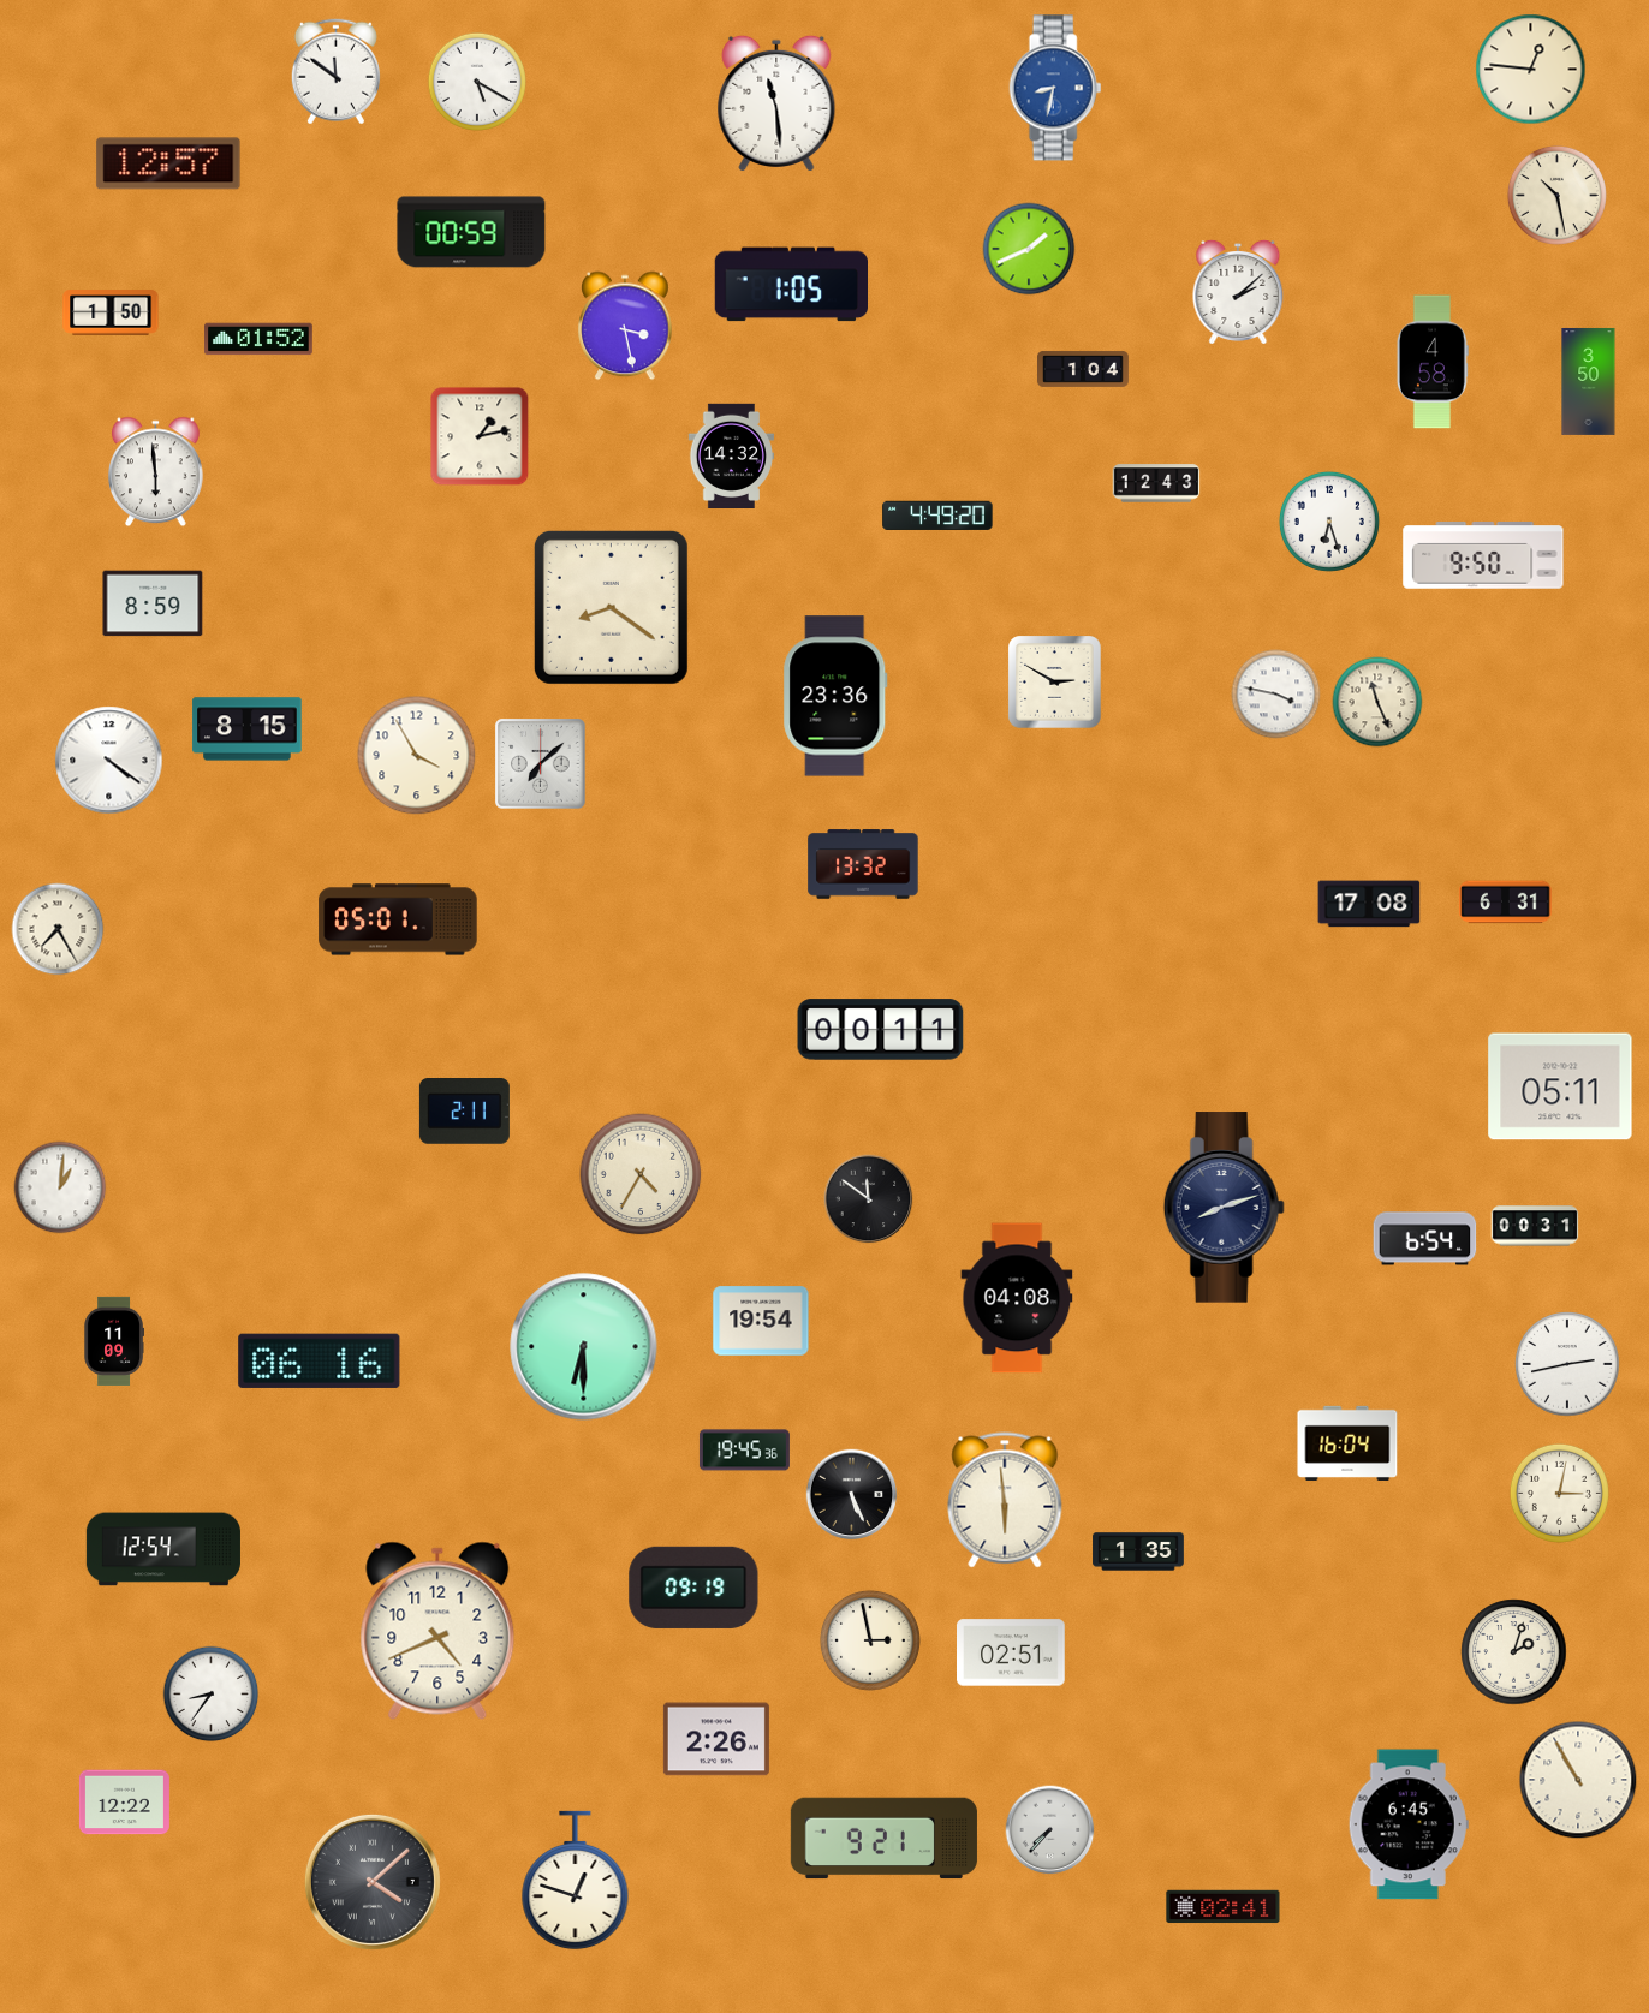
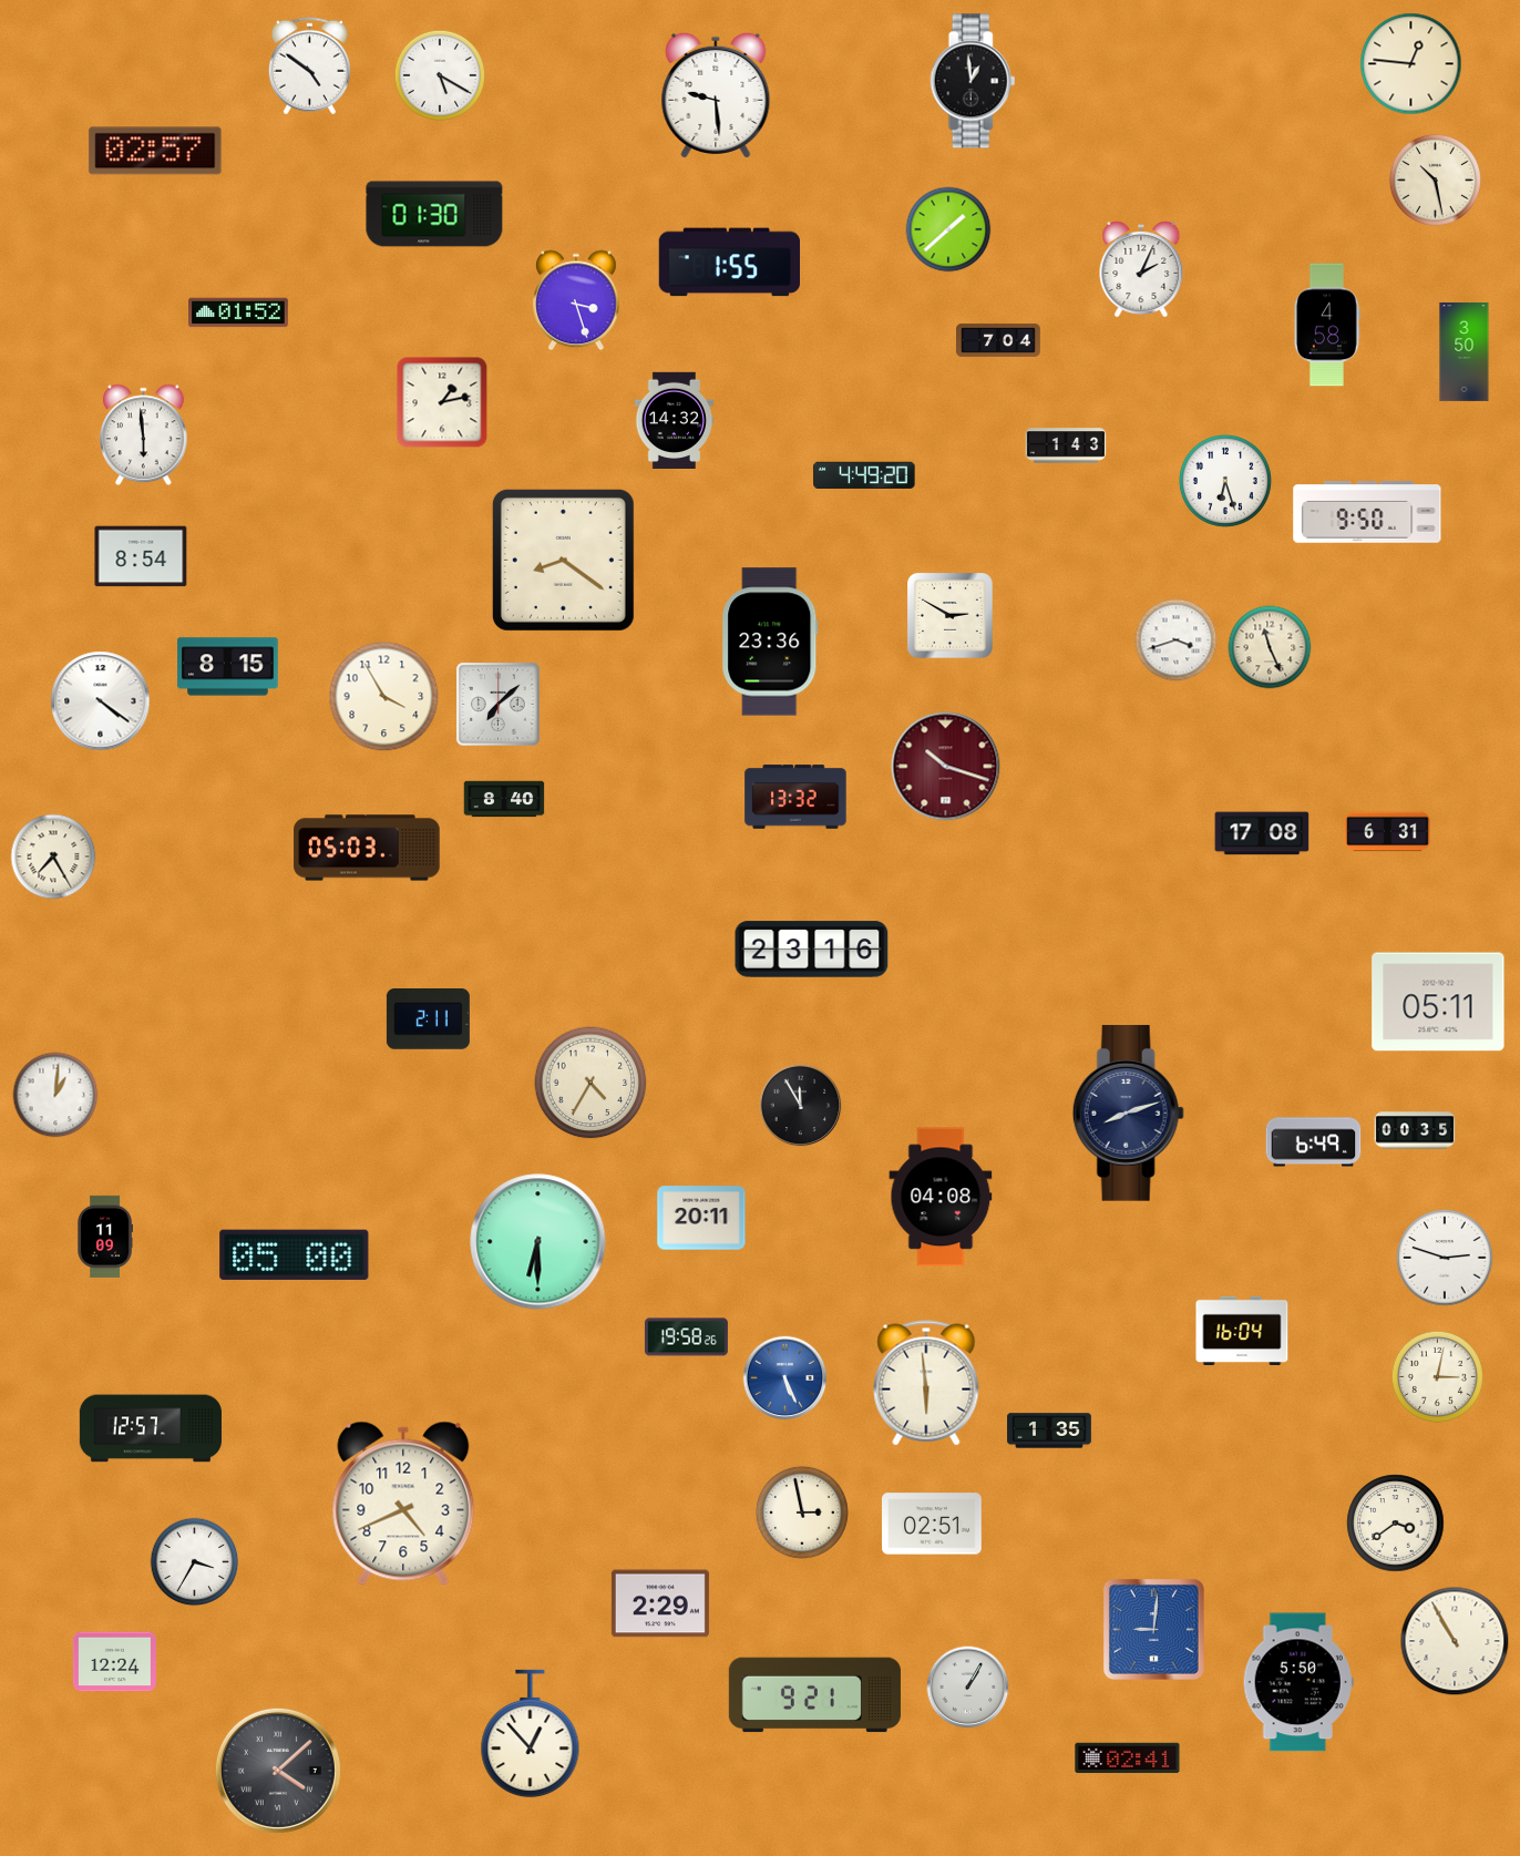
clock at (335, 72): 11:51 -> 4:51
clock at (1055, 88): 8:32 -> 12:59
clock at (1055, 88) dial: blue -> black
clock at (776, 102): 11:29 -> 9:29
clock at (168, 163): 12:57 -> 02:57
clock at (471, 232): 00:59 -> 01:30
clock at (1029, 249): 1:41 -> 1:38
clock at (791, 285): 1:05 -> 1:55
clock at (1238, 292): 2:08 -> 2:04
clock at (111, 312): 1:50 -> none
clock at (625, 326): 3:28 -> 3:27
clock at (1433, 362) position: (1433, 362) -> (1327, 325)
clock at (1084, 369): 1:04 -> 7:04
clock at (1156, 483): 12:43 -> 1:43
clock at (153, 603): 8:59 -> 8:54
clock at (1055, 683) position: (1055, 683) -> (951, 616)
clock at (1276, 695): 3:47 -> 3:42
clock at (248, 729) position: (248, 729) -> (228, 667)
clock at (946, 767): none -> 10:18
clock at (504, 799): none -> 8:40
clock at (398, 919): 05:01 -> 05:03
clock at (881, 1030): 00:11 -> 23:16
clock at (464, 1112) position: (464, 1112) -> (428, 1019)
clock at (869, 1199): 11:51 -> 11:55
clock at (1535, 1226): 00:31 -> 00:35
clock at (1425, 1239): 6:54 -> 6:49
clock at (1017, 1298) position: (1017, 1298) -> (941, 1197)
clock at (761, 1321): 19:54 -> 20:11
clock at (320, 1360): 06:16 -> 05:00
clock at (1567, 1364): 2:43 -> 2:48
clock at (744, 1451): 19:45 -> 19:58
clock at (852, 1495) dial: black -> blue
clock at (163, 1549): 12:54 -> 12:57
clock at (693, 1588): 09:19 -> none
clock at (1514, 1652): 2:03 -> 3:39
clock at (212, 1695): 8:36 -> 3:35
clock at (716, 1739): 2:26 -> 2:29
clock at (1153, 1629): none -> 9:01
clock at (124, 1803): 12:22 -> 12:24
clock at (1409, 1824): 6:45 -> 5:50
clock at (1050, 1830): 7:37 -> 1:05
clock at (576, 1881): 12:48 -> 12:53
clock at (373, 1882) position: (373, 1882) -> (278, 1771)
